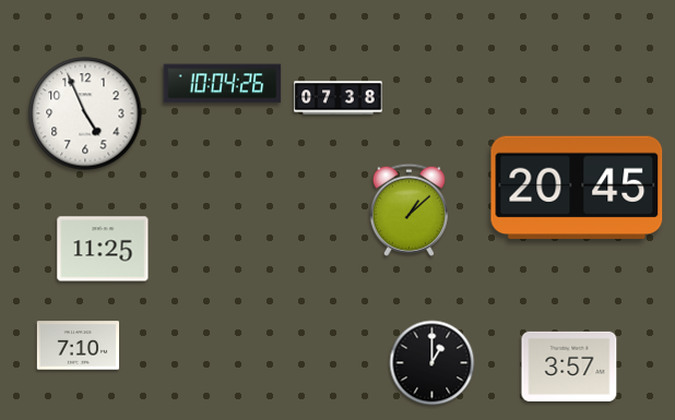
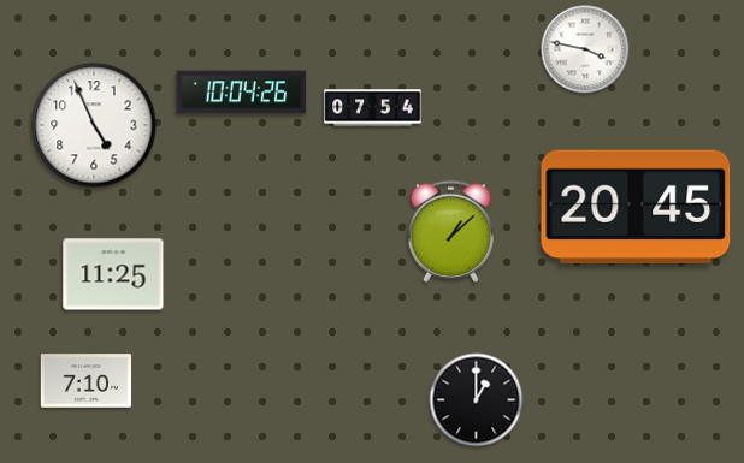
clock at (585, 49): none -> 3:47
clock at (223, 84) position: (223, 84) -> (242, 93)
clock at (339, 98): 07:38 -> 07:54
clock at (569, 367): 3:57 -> none
